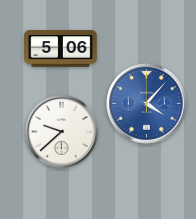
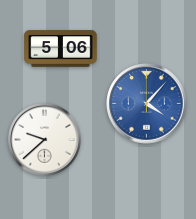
clock at (62, 132) position: (62, 132) -> (45, 140)
